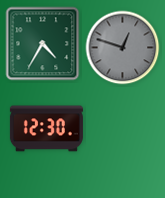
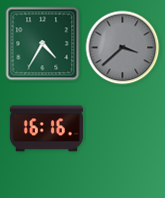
clock at (123, 48): 12:48 -> 3:38
clock at (46, 129): 12:30 -> 16:16
